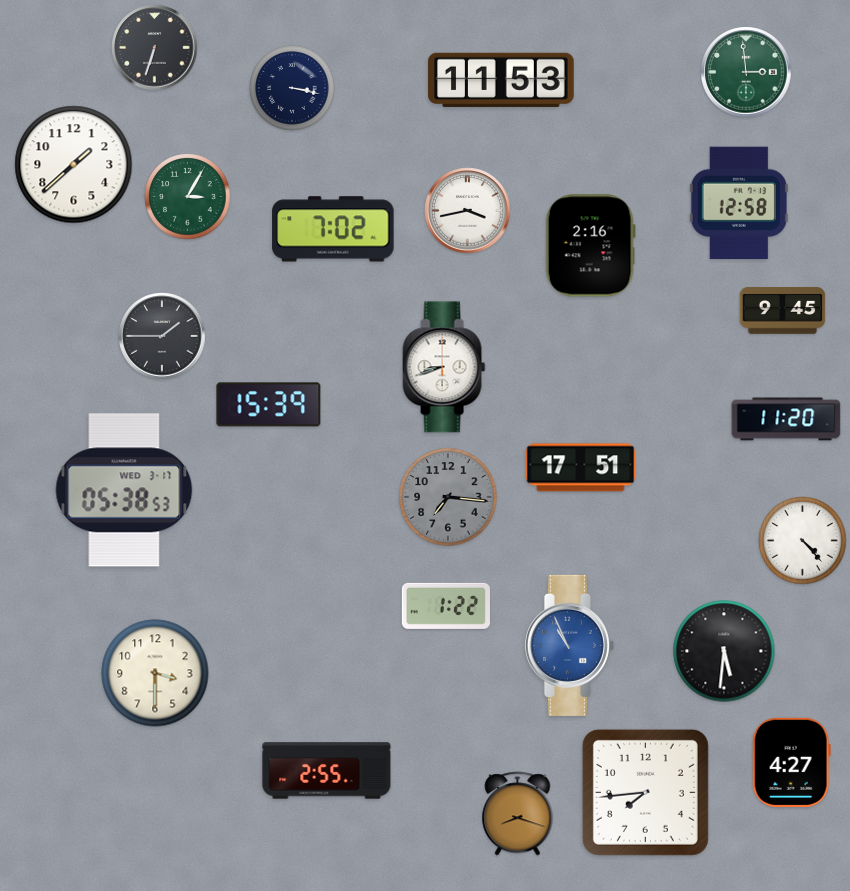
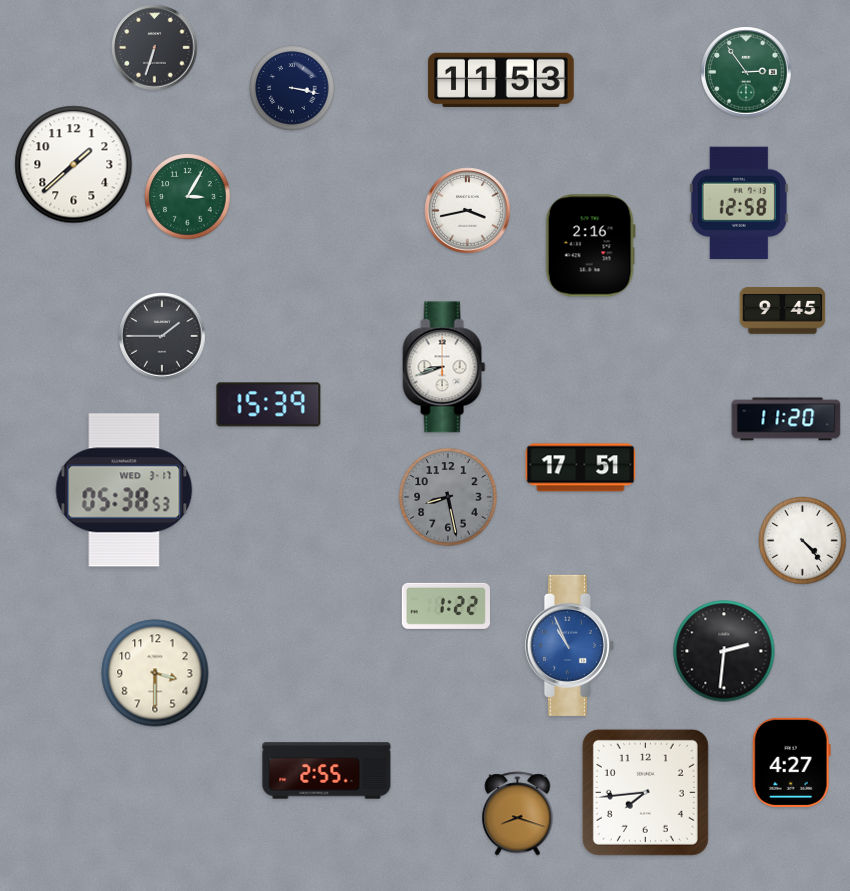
clock at (746, 72): 2:59 -> 2:54
clock at (333, 229): 7:02 -> none
clock at (448, 497): 7:16 -> 8:28
clock at (724, 651): 5:31 -> 2:31
